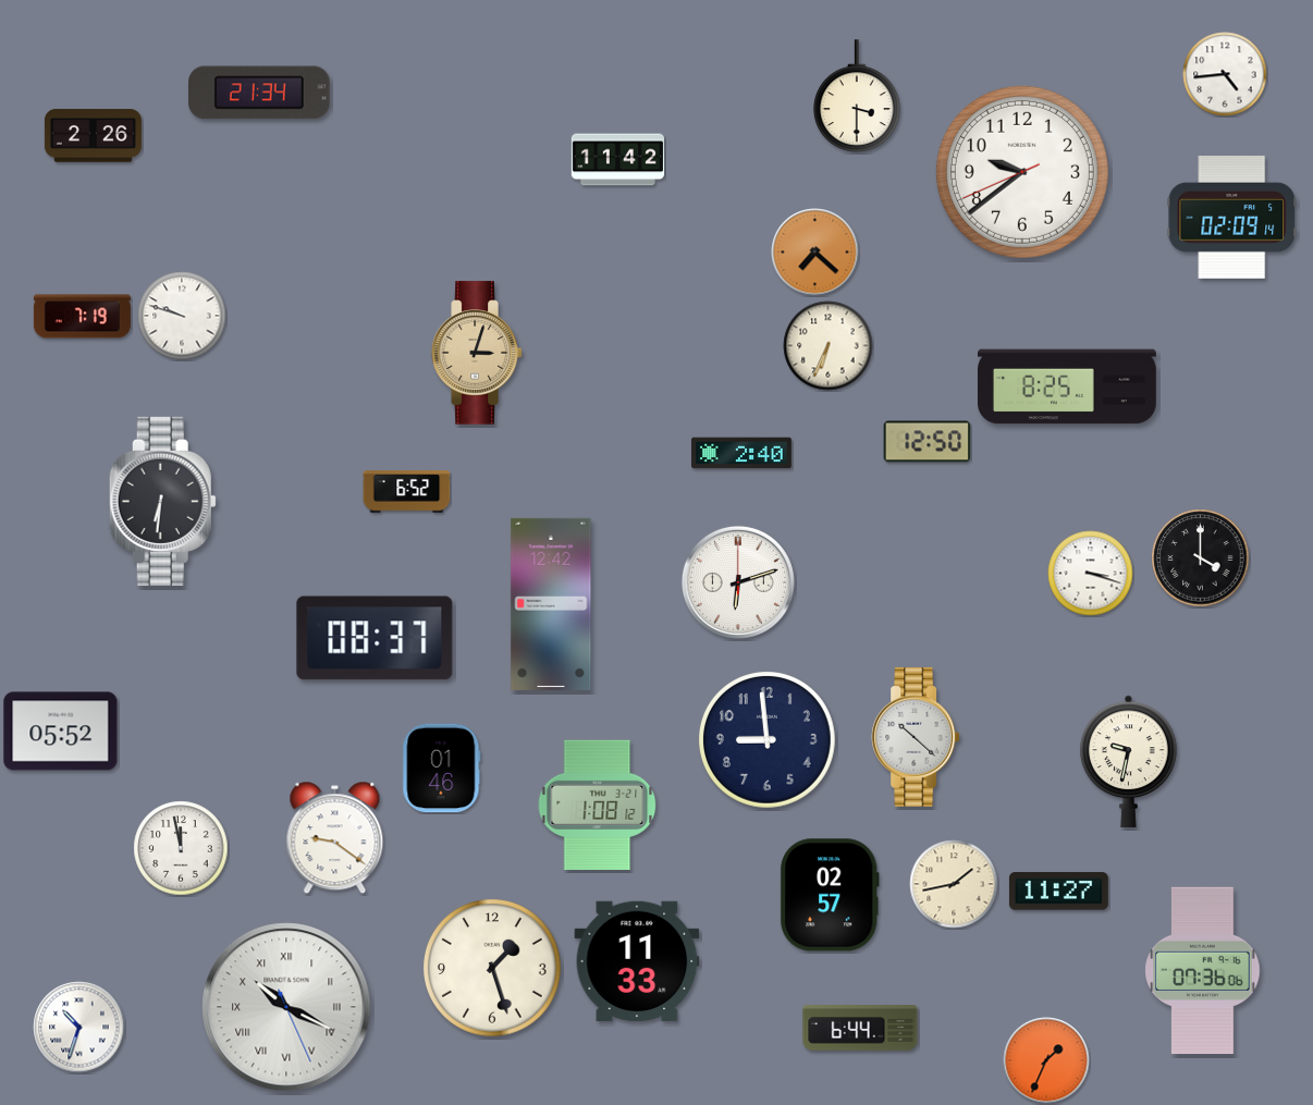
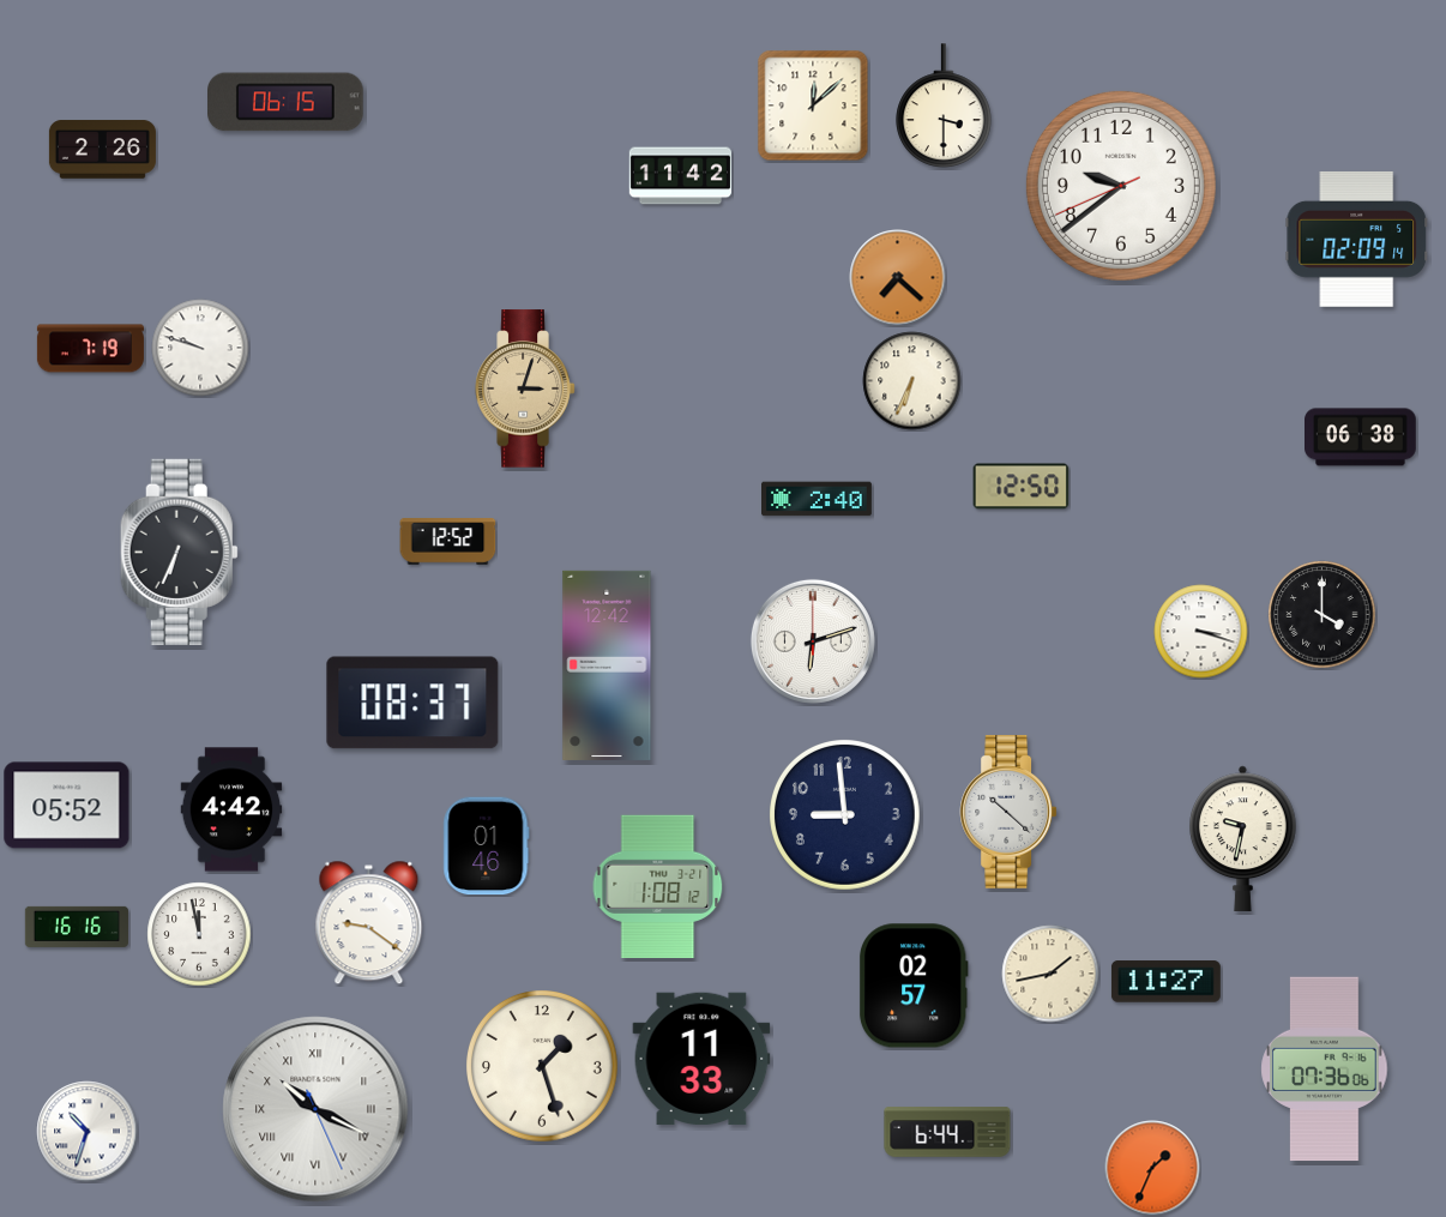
clock at (1225, 74): 4:44 -> none
clock at (260, 93): 21:34 -> 06:15
clock at (813, 106): none -> 12:08
clock at (1022, 172) position: (1022, 172) -> (1121, 186)
clock at (1068, 386): 8:25 -> none
clock at (1361, 438): none -> 06:38
clock at (407, 492): 6:52 -> 12:52
clock at (162, 501): 6:31 -> 6:34
clock at (231, 809): none -> 4:42
clock at (77, 927): none -> 16:16
